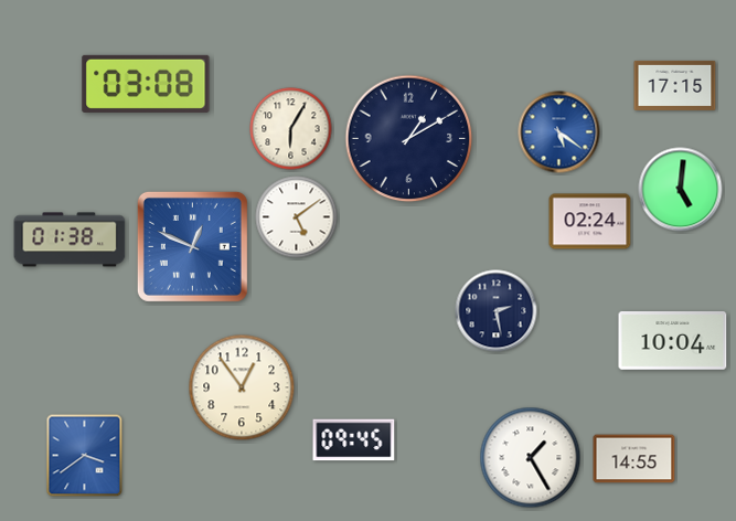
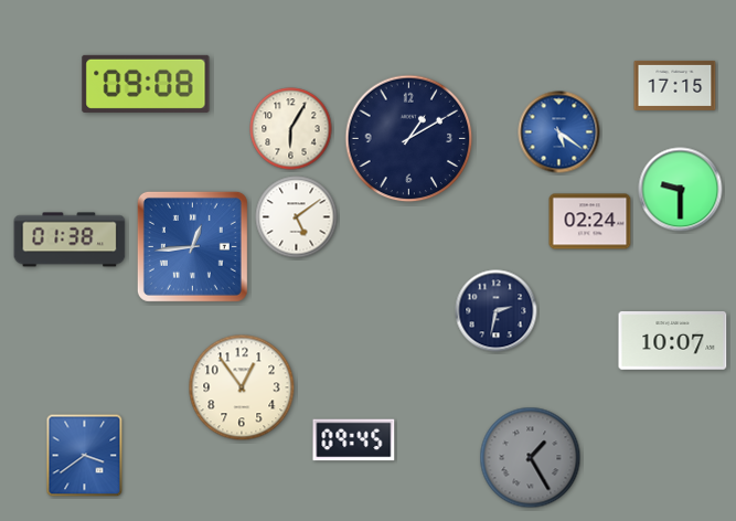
clock at (146, 84): 03:08 -> 09:08
clock at (681, 190): 5:01 -> 9:30
clock at (192, 246): 12:49 -> 12:44
clock at (497, 311): 2:28 -> 2:32
clock at (673, 341): 10:04 -> 10:07
clock at (531, 458) dial: white -> grey
clock at (634, 459): 14:55 -> none
